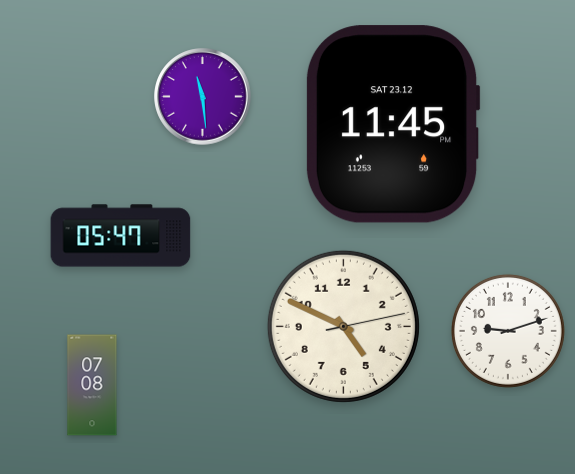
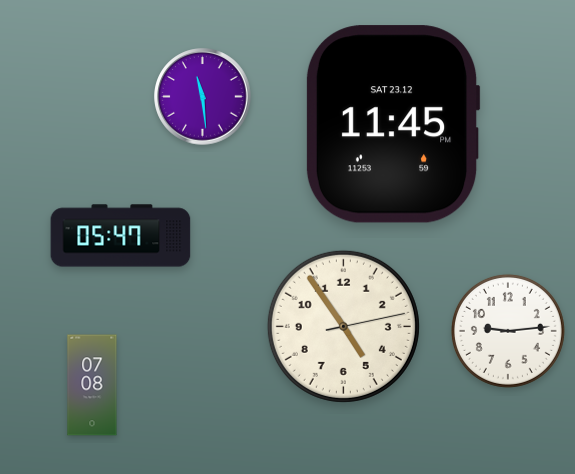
clock at (343, 326): 4:49 -> 4:54
clock at (508, 331): 9:12 -> 9:14
